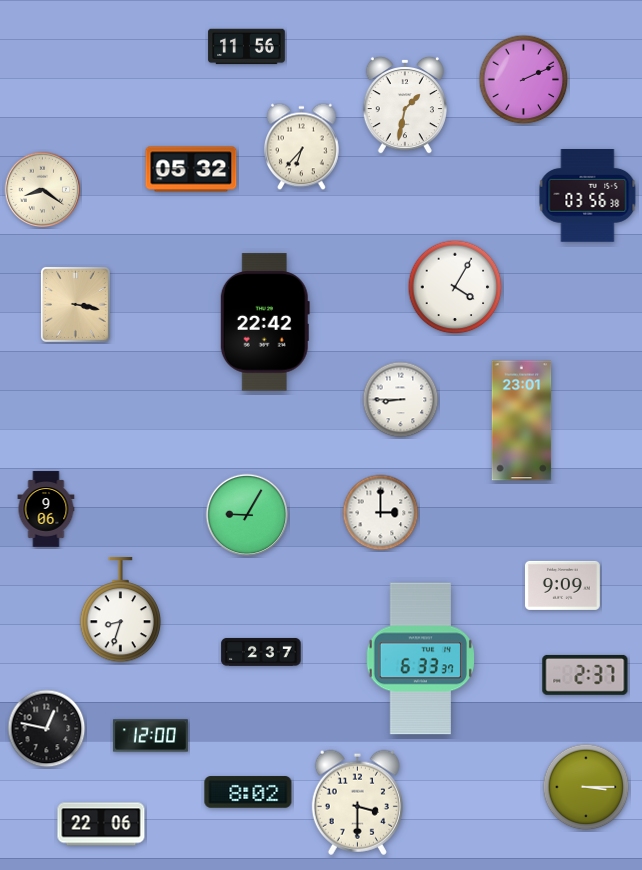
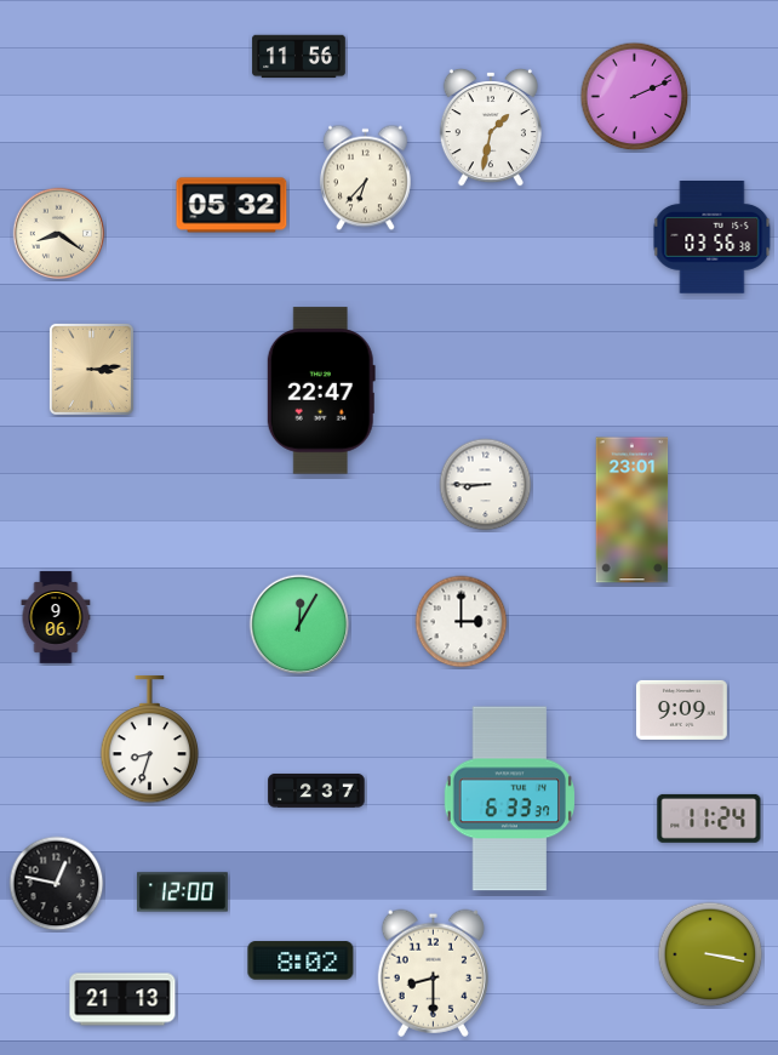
clock at (43, 190) position: (43, 190) -> (59, 234)
clock at (455, 287): 4:05 -> none
clock at (75, 304): 3:17 -> 3:14
clock at (265, 322): 22:42 -> 22:47
clock at (247, 515): 9:05 -> 12:05
clock at (121, 610) position: (121, 610) -> (150, 740)
clock at (585, 675): 2:37 -> 11:24
clock at (586, 787): 3:15 -> 3:17
clock at (357, 802): 3:30 -> 8:30
clock at (101, 824): 22:06 -> 21:13
